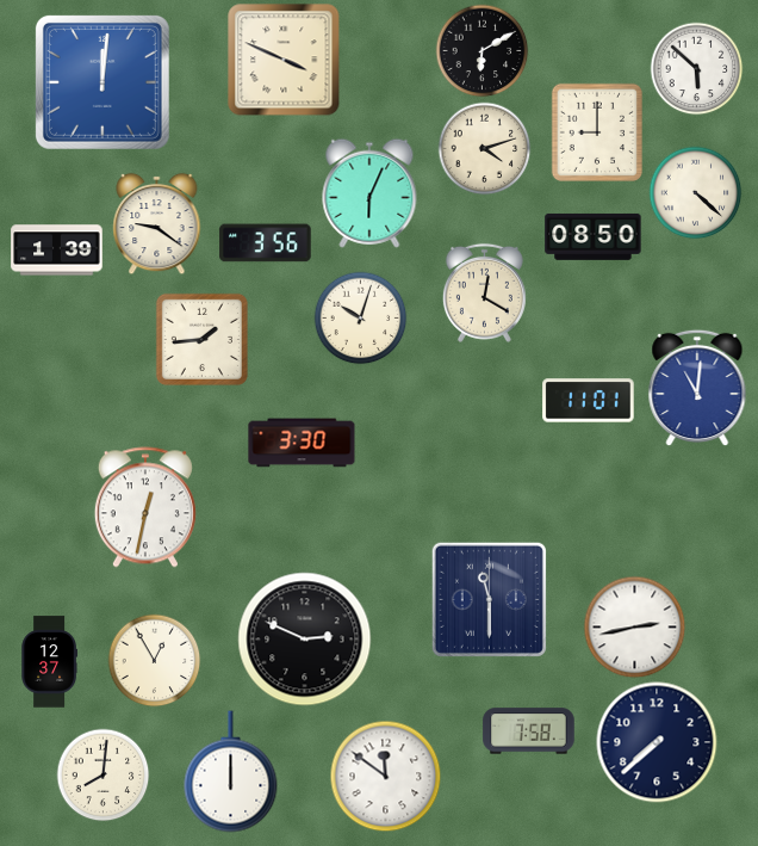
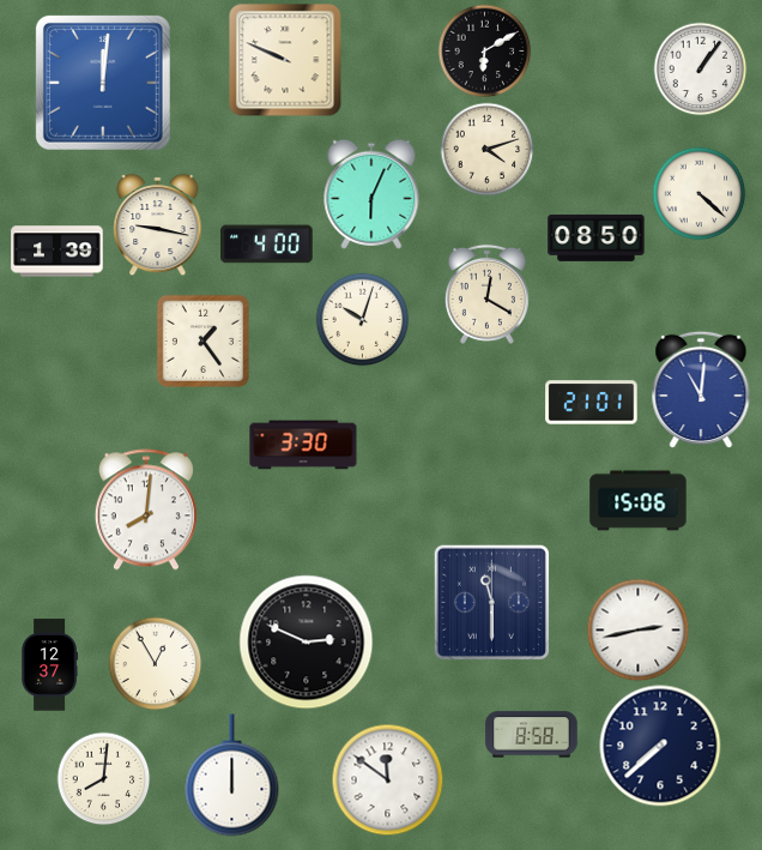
clock at (284, 60): 3:49 -> 9:49
clock at (696, 68): 5:52 -> 1:06
clock at (596, 131): 9:00 -> none
clock at (157, 223): 9:21 -> 9:17
clock at (266, 243): 3:56 -> 4:00
clock at (201, 339): 1:44 -> 1:24
clock at (589, 401): 11:01 -> 21:01
clock at (639, 501): none -> 15:06
clock at (145, 507): 12:32 -> 8:01
clock at (529, 731): 7:58 -> 8:58
